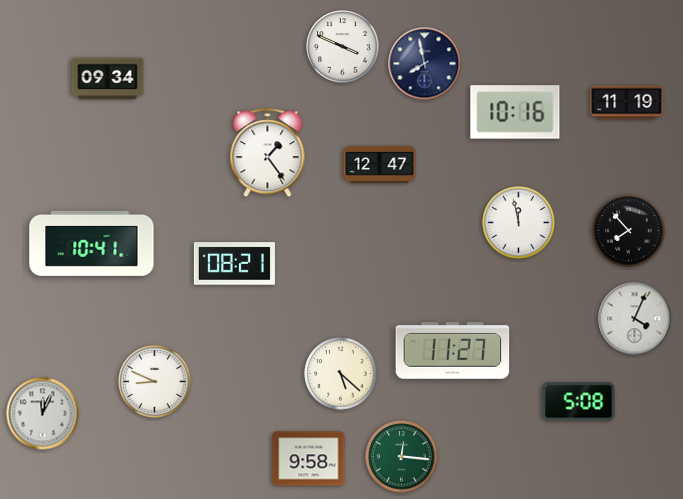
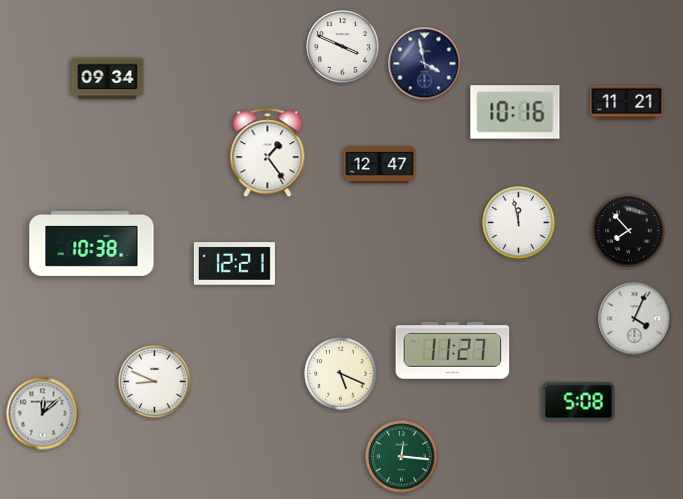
clock at (425, 64): 7:58 -> 3:58
clock at (627, 103): 11:19 -> 11:21
clock at (92, 243): 10:41 -> 10:38
clock at (234, 264): 08:21 -> 12:21
clock at (341, 374): 5:22 -> 5:19
clock at (43, 414): 12:04 -> 12:08
clock at (309, 459): 9:58 -> none
